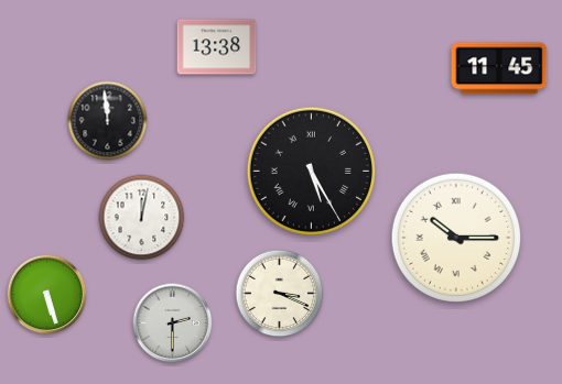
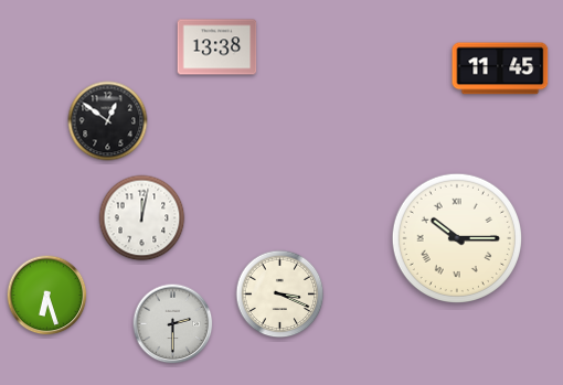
clock at (108, 121): 11:59 -> 12:51
clock at (312, 172): 5:25 -> none
clock at (47, 295): 5:27 -> 6:27
